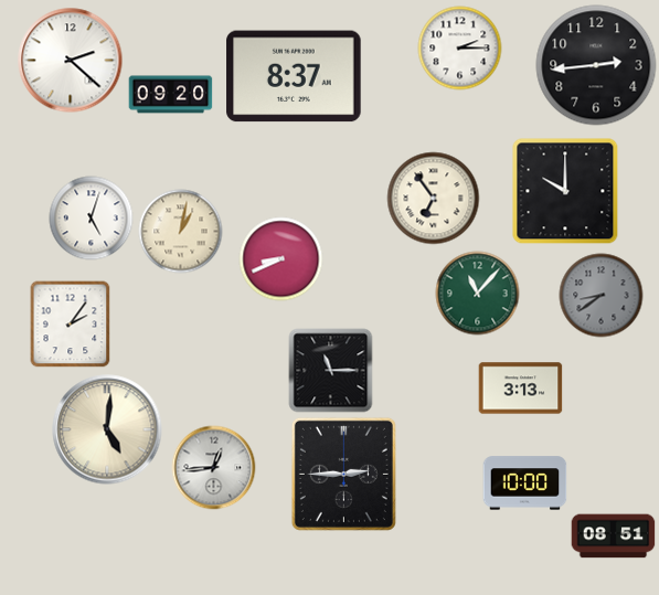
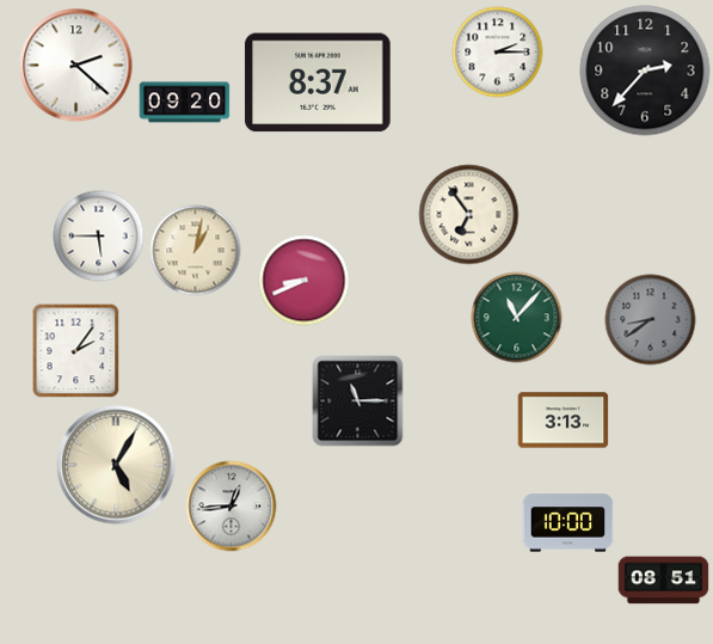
clock at (596, 65): 2:44 -> 2:37
clock at (565, 191): 10:00 -> none
clock at (92, 219): 5:03 -> 5:45
clock at (107, 429): 5:01 -> 5:05
clock at (343, 474): 2:45 -> none
